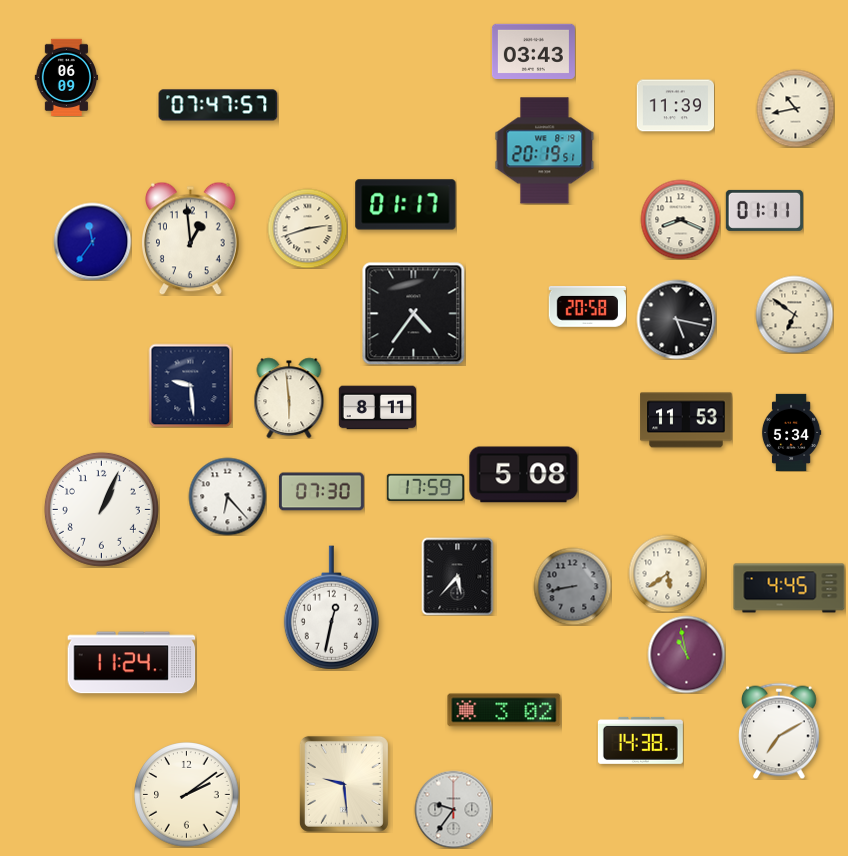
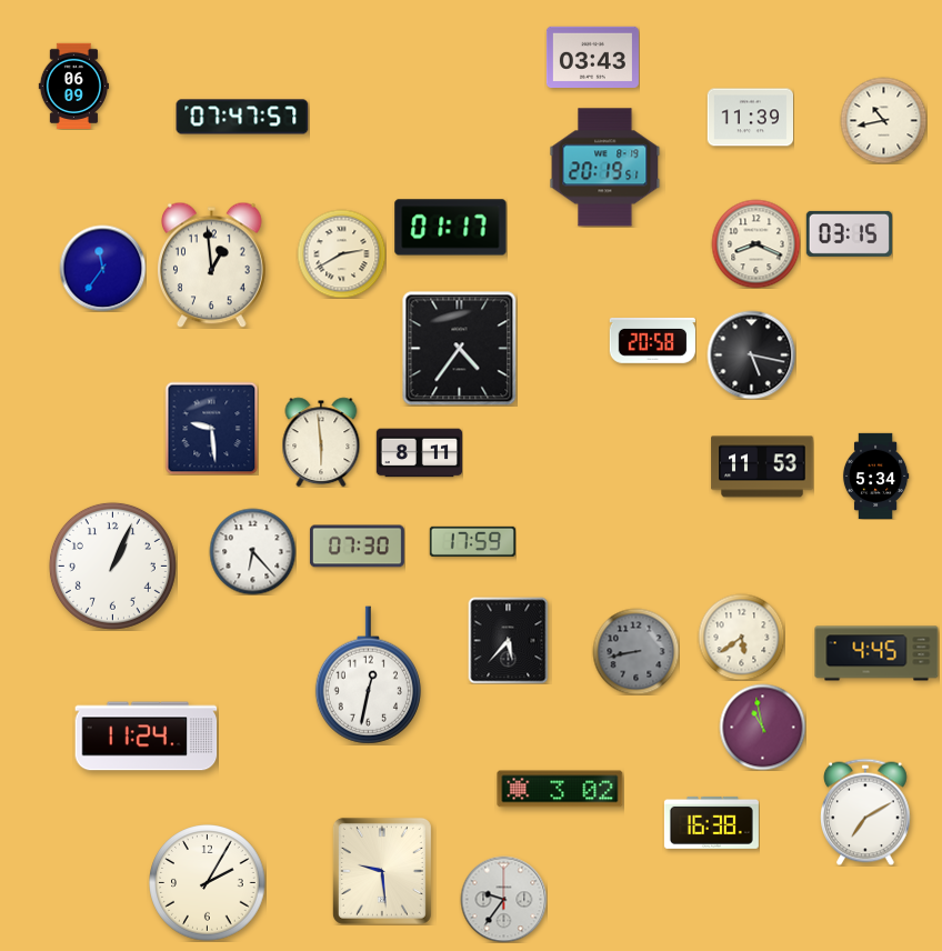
clock at (764, 210): 01:11 -> 03:15
clock at (307, 228): 2:42 -> 2:40
clock at (794, 314): 6:51 -> none
clock at (791, 432) position: (791, 432) -> (875, 475)
clock at (524, 475): 5:08 -> none
clock at (640, 740): 14:38 -> 16:38
clock at (187, 795): 2:09 -> 2:05
